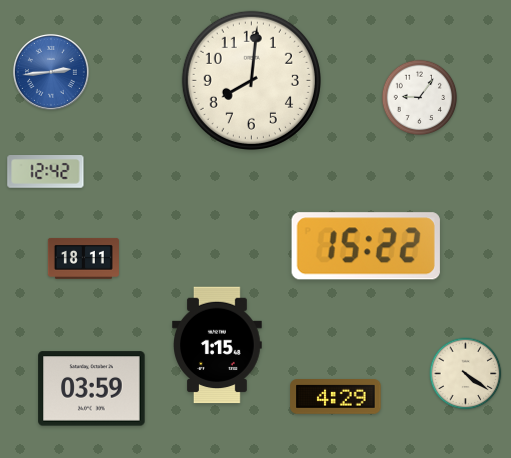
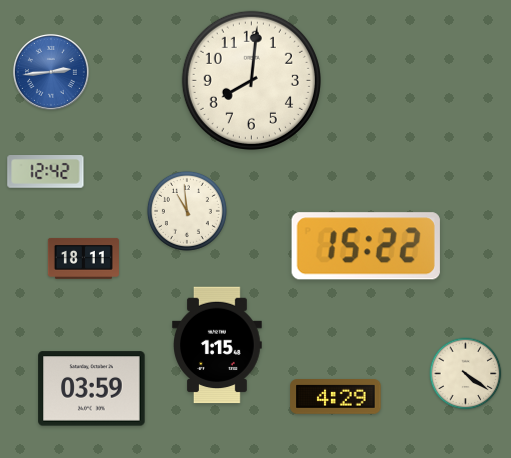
clock at (420, 98): 9:06 -> none
clock at (187, 211): none -> 10:59
